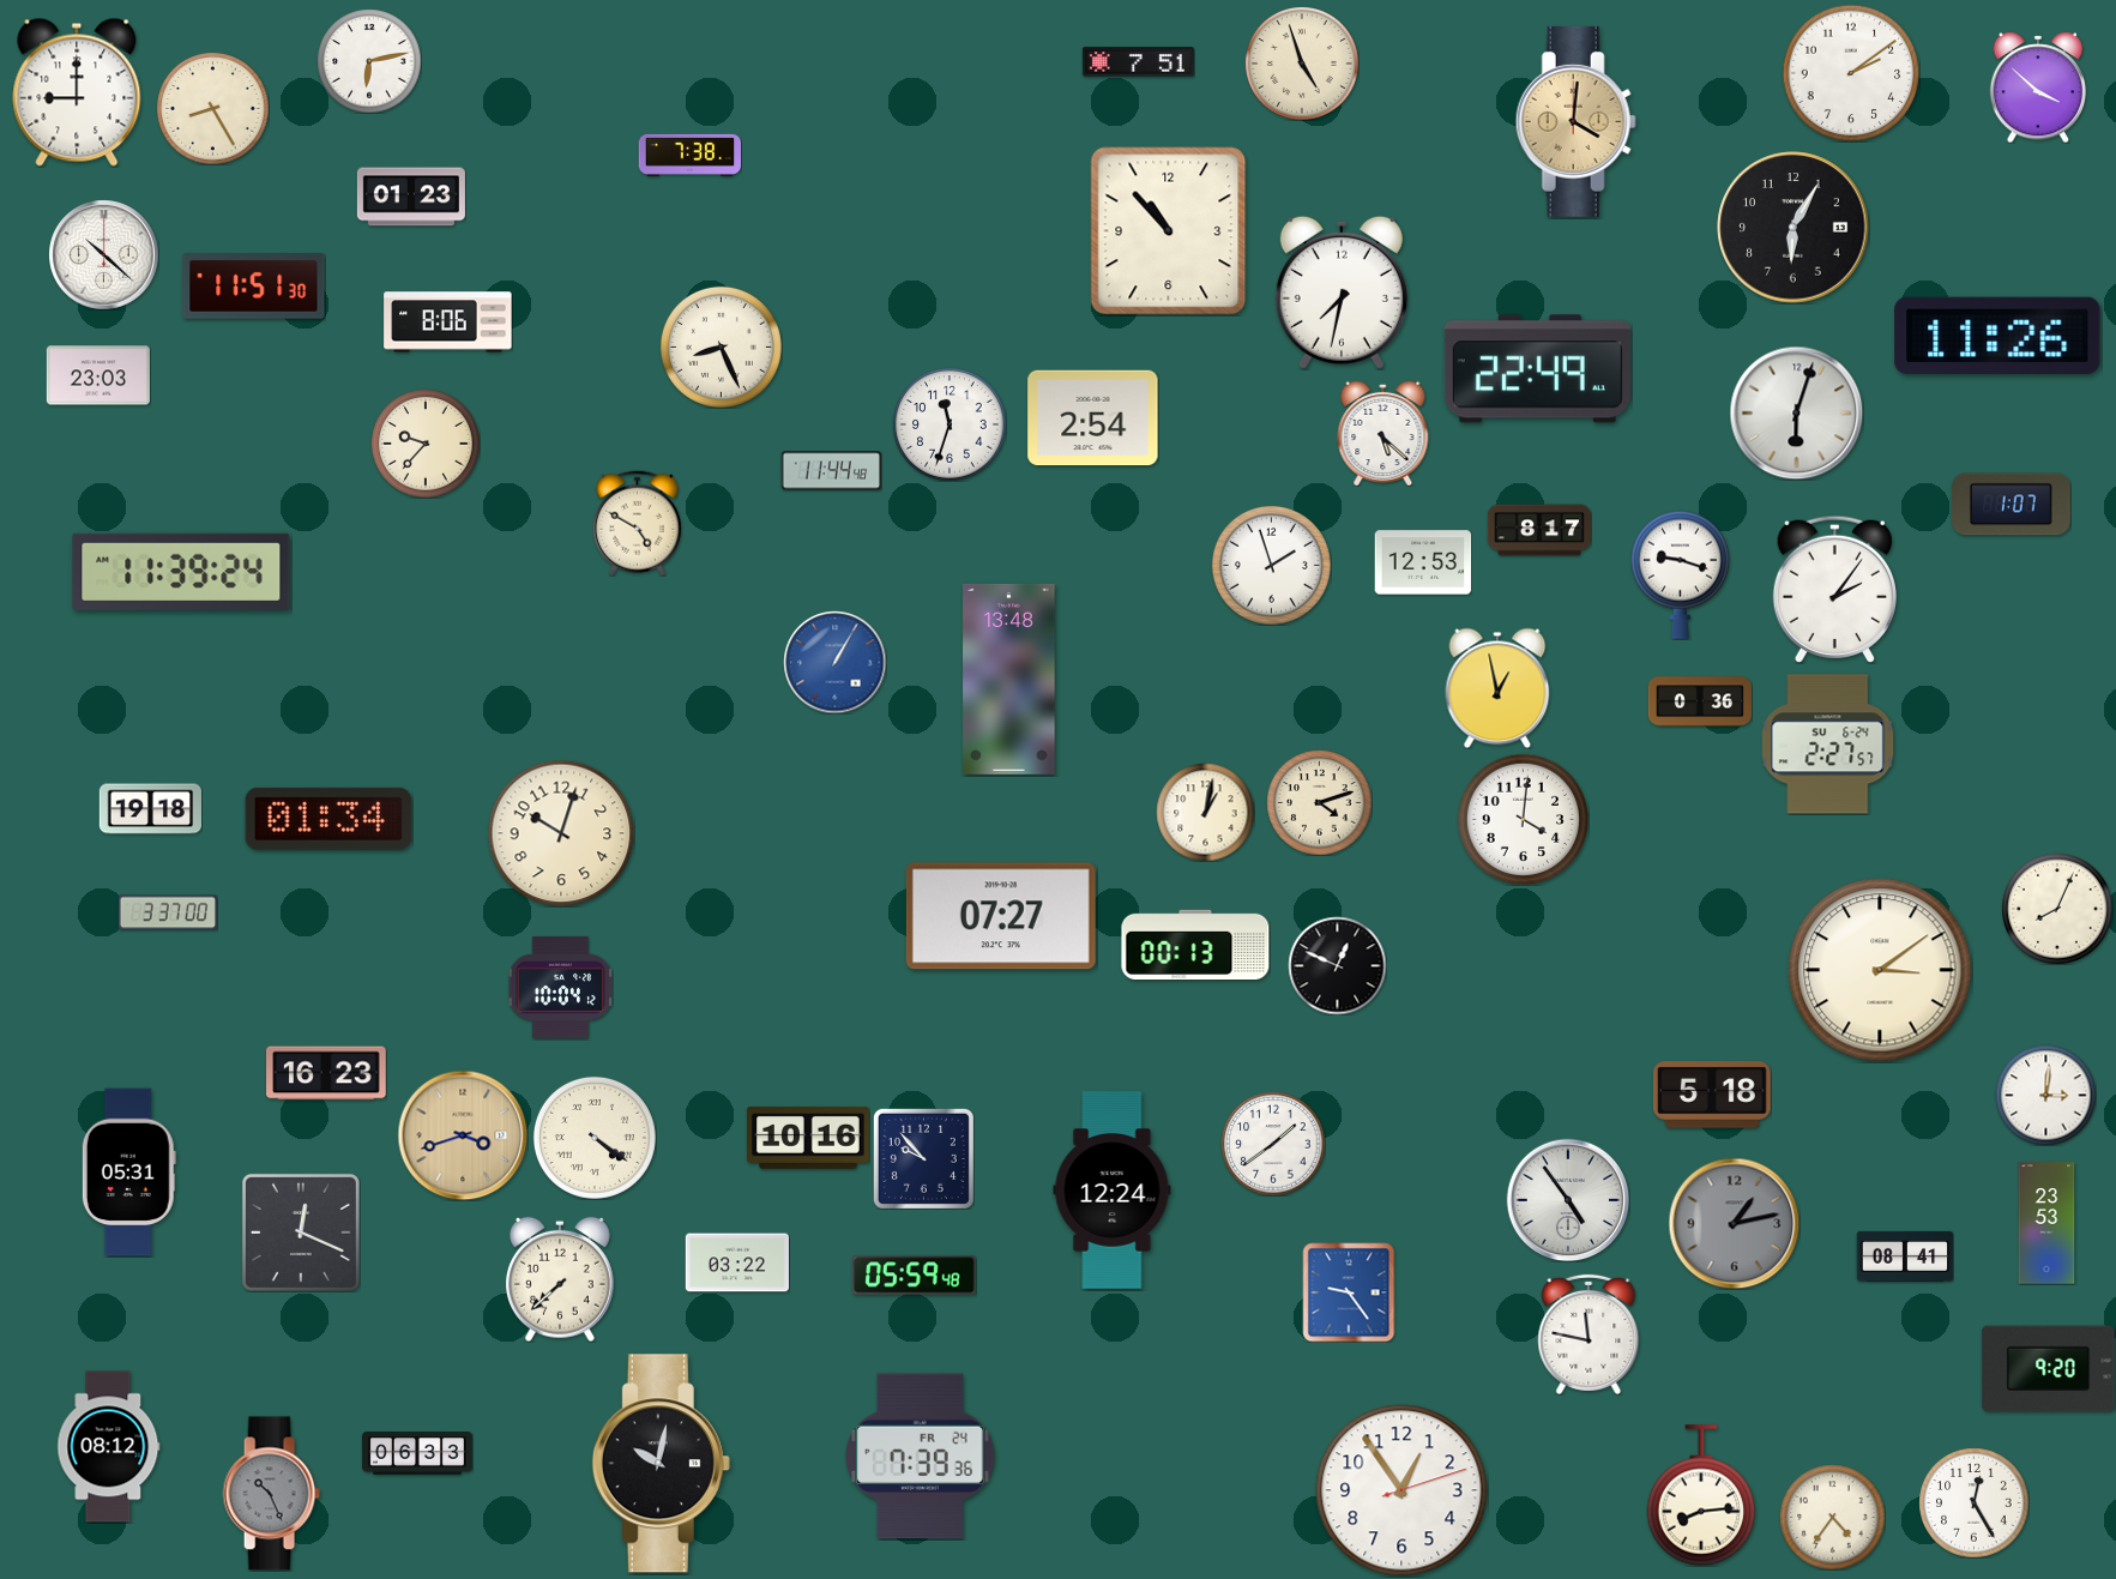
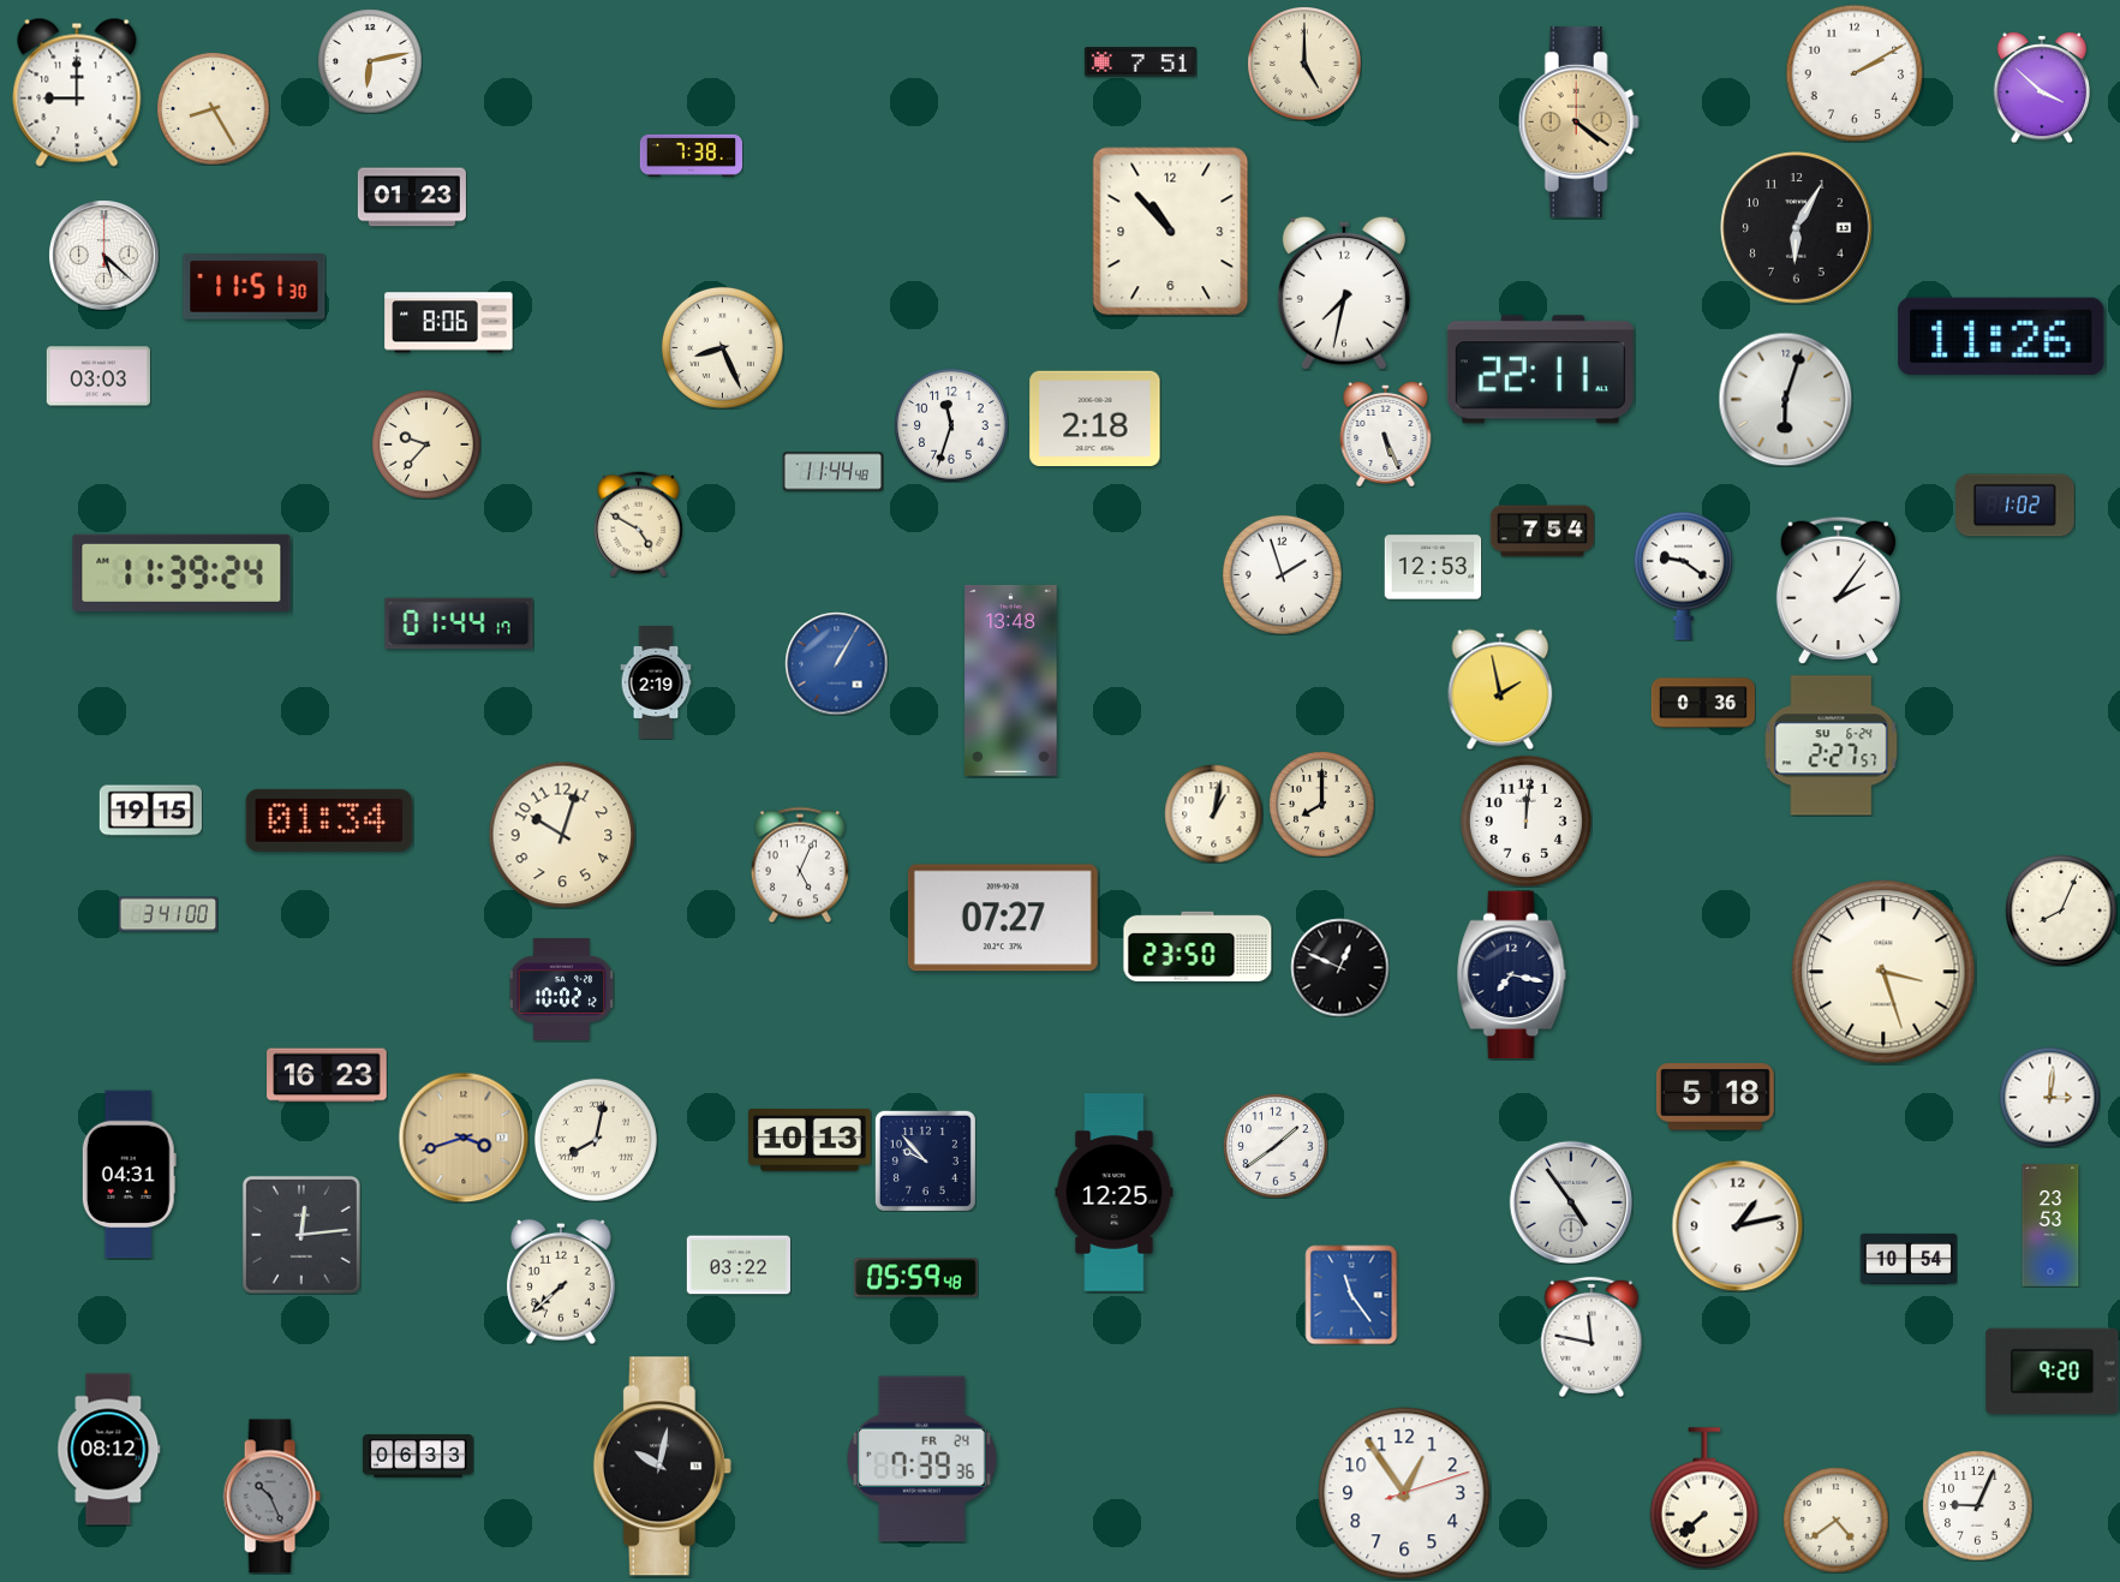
clock at (1302, 64): 4:57 -> 5:00
clock at (1851, 73): 2:09 -> 2:10
clock at (1575, 121): 4:01 -> 4:21
clock at (103, 254): 10:22 -> 5:22
clock at (1537, 369): 22:49 -> 22:11
clock at (98, 375): 23:03 -> 03:03
clock at (1796, 412) position: (1796, 412) -> (1785, 399)
clock at (1093, 418): 2:54 -> 2:18
clock at (1383, 433): 5:22 -> 5:26
clock at (2012, 505): 1:07 -> 1:02
clock at (1539, 530): 8:17 -> 7:54
clock at (1423, 562) position: (1423, 562) -> (1433, 567)
clock at (1271, 565) position: (1271, 565) -> (1282, 574)
clock at (1680, 574): 9:18 -> 9:21
clock at (459, 623): none -> 01:44
clock at (656, 682): none -> 2:19
clock at (1497, 688): 12:58 -> 1:58
clock at (1319, 802): 4:12 -> 8:00
clock at (150, 809): 19:18 -> 19:15
clock at (1205, 812) position: (1205, 812) -> (1213, 813)
clock at (1523, 819): 4:01 -> 12:01
clock at (800, 865): none -> 5:04
clock at (168, 912): 3:37 -> 3:41
clock at (1195, 944): 00:13 -> 23:50
clock at (1880, 970): 3:09 -> 3:27
clock at (1512, 975): none -> 7:17
clock at (560, 987): 10:04 -> 10:02
clock at (595, 1138): 4:21 -> 8:02
clock at (808, 1138): 10:16 -> 10:13
clock at (128, 1173): 05:31 -> 04:31
clock at (1113, 1191): 12:24 -> 12:25
clock at (1734, 1223) dial: grey -> white
clock at (301, 1233): 12:19 -> 12:14
clock at (1905, 1255): 08:41 -> 10:54
clock at (1349, 1292): 9:24 -> 11:24
clock at (1701, 1495): 8:14 -> 7:38
clock at (1973, 1502): 12:25 -> 9:04
clock at (1832, 1517): 4:36 -> 4:39
